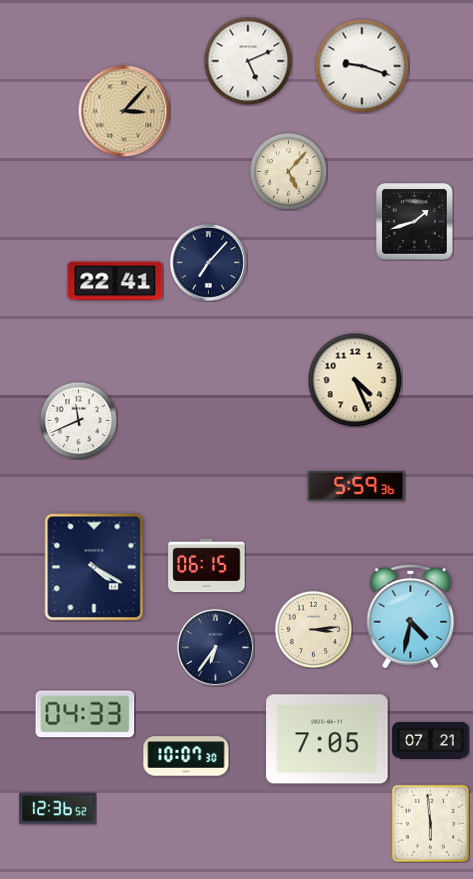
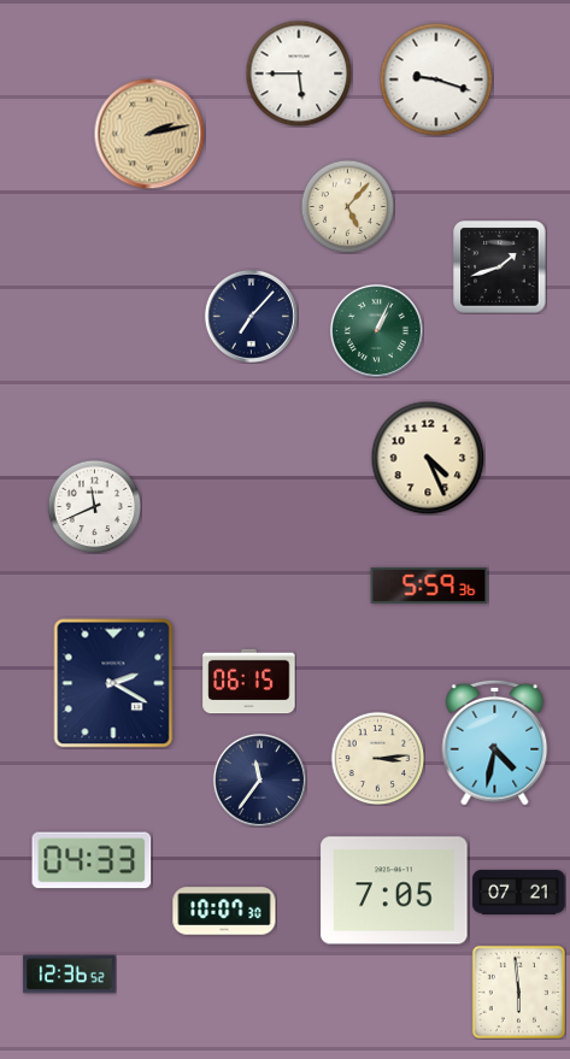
clock at (248, 61): 5:11 -> 5:45
clock at (124, 111): 3:07 -> 2:13
clock at (376, 330): none -> 1:04
clock at (115, 281): 22:41 -> none
clock at (94, 567): 4:20 -> 2:20
clock at (215, 647): 6:36 -> 11:36
clock at (85, 714) position: (85, 714) -> (92, 860)
